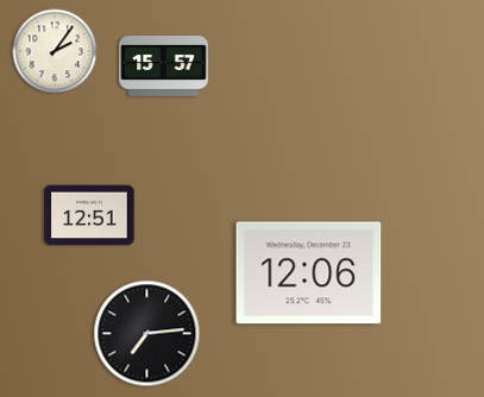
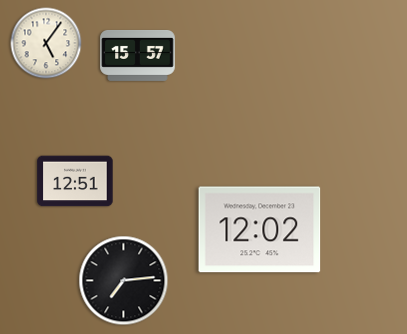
clock at (55, 51): 2:06 -> 5:06
clock at (309, 273): 12:06 -> 12:02
